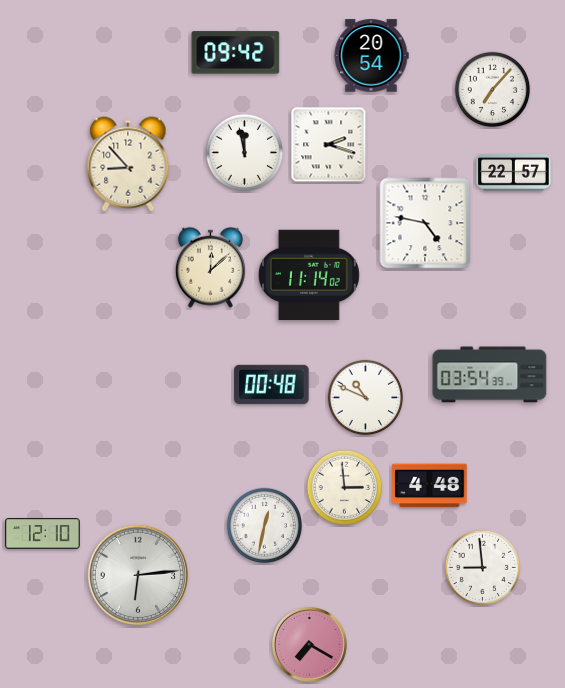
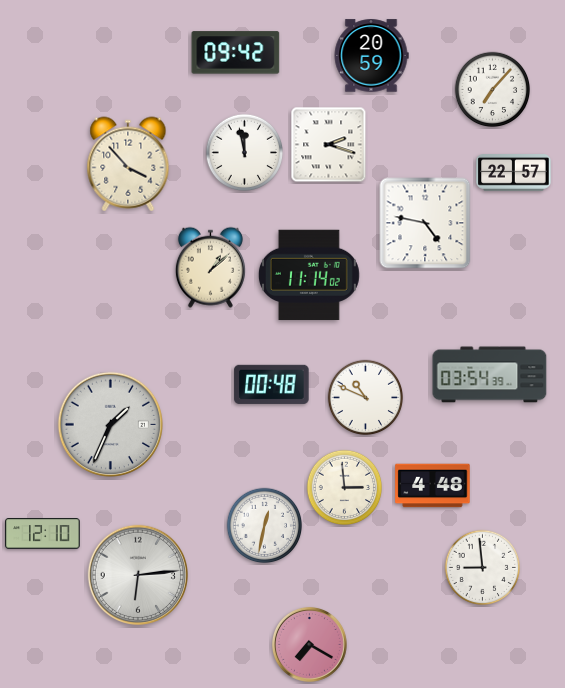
clock at (371, 56): 20:54 -> 20:59
clock at (128, 164): 8:53 -> 3:53
clock at (210, 267): 12:08 -> 1:08
clock at (111, 425): none -> 1:34
clock at (430, 486) position: (430, 486) -> (433, 486)
